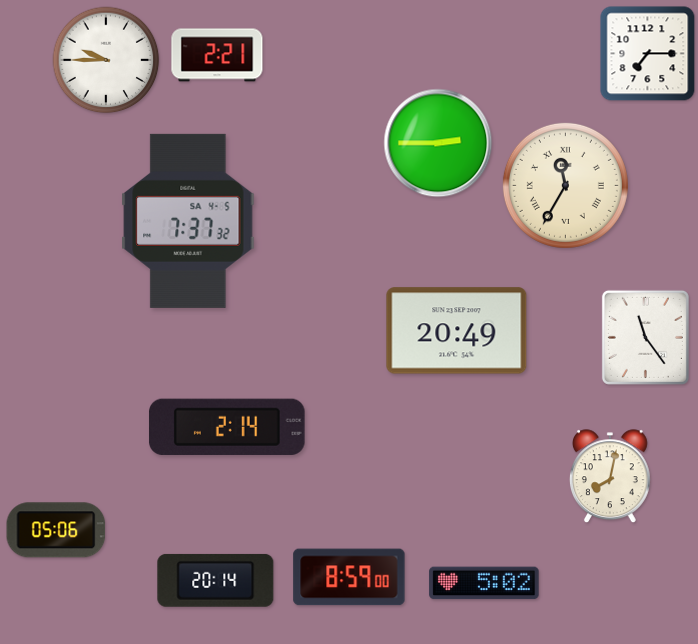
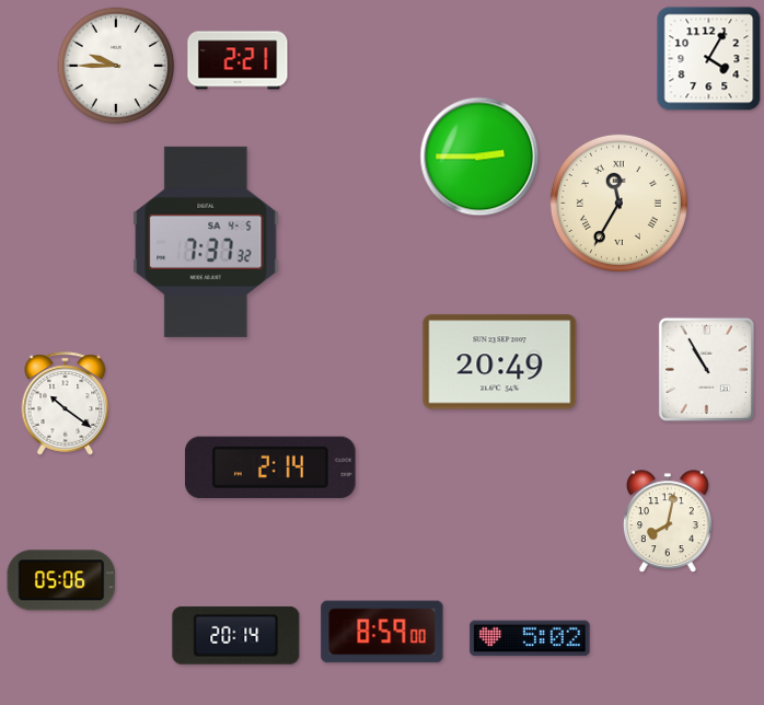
clock at (648, 54): 7:15 -> 4:05
clock at (645, 337): 11:24 -> 10:55
clock at (66, 404): none -> 10:21
clock at (227, 427) position: (227, 427) -> (270, 467)
